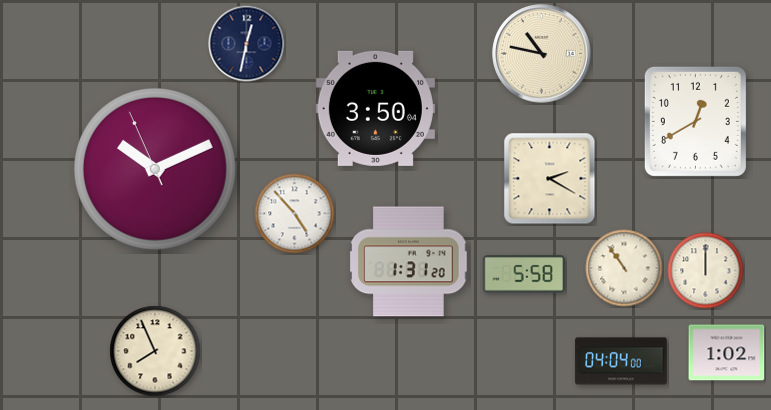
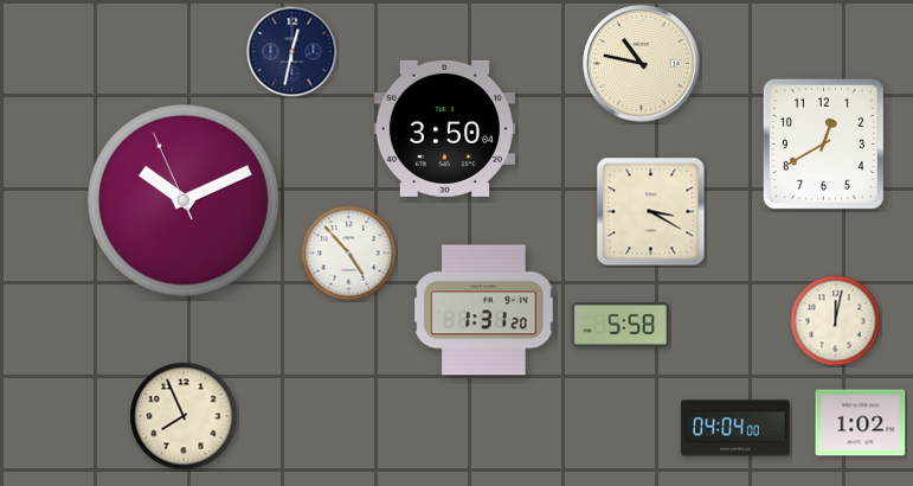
clock at (550, 179): 2:20 -> 3:20
clock at (624, 268): 10:54 -> none
clock at (706, 271): 12:00 -> 12:02
clock at (727, 353) position: (727, 353) -> (861, 423)
